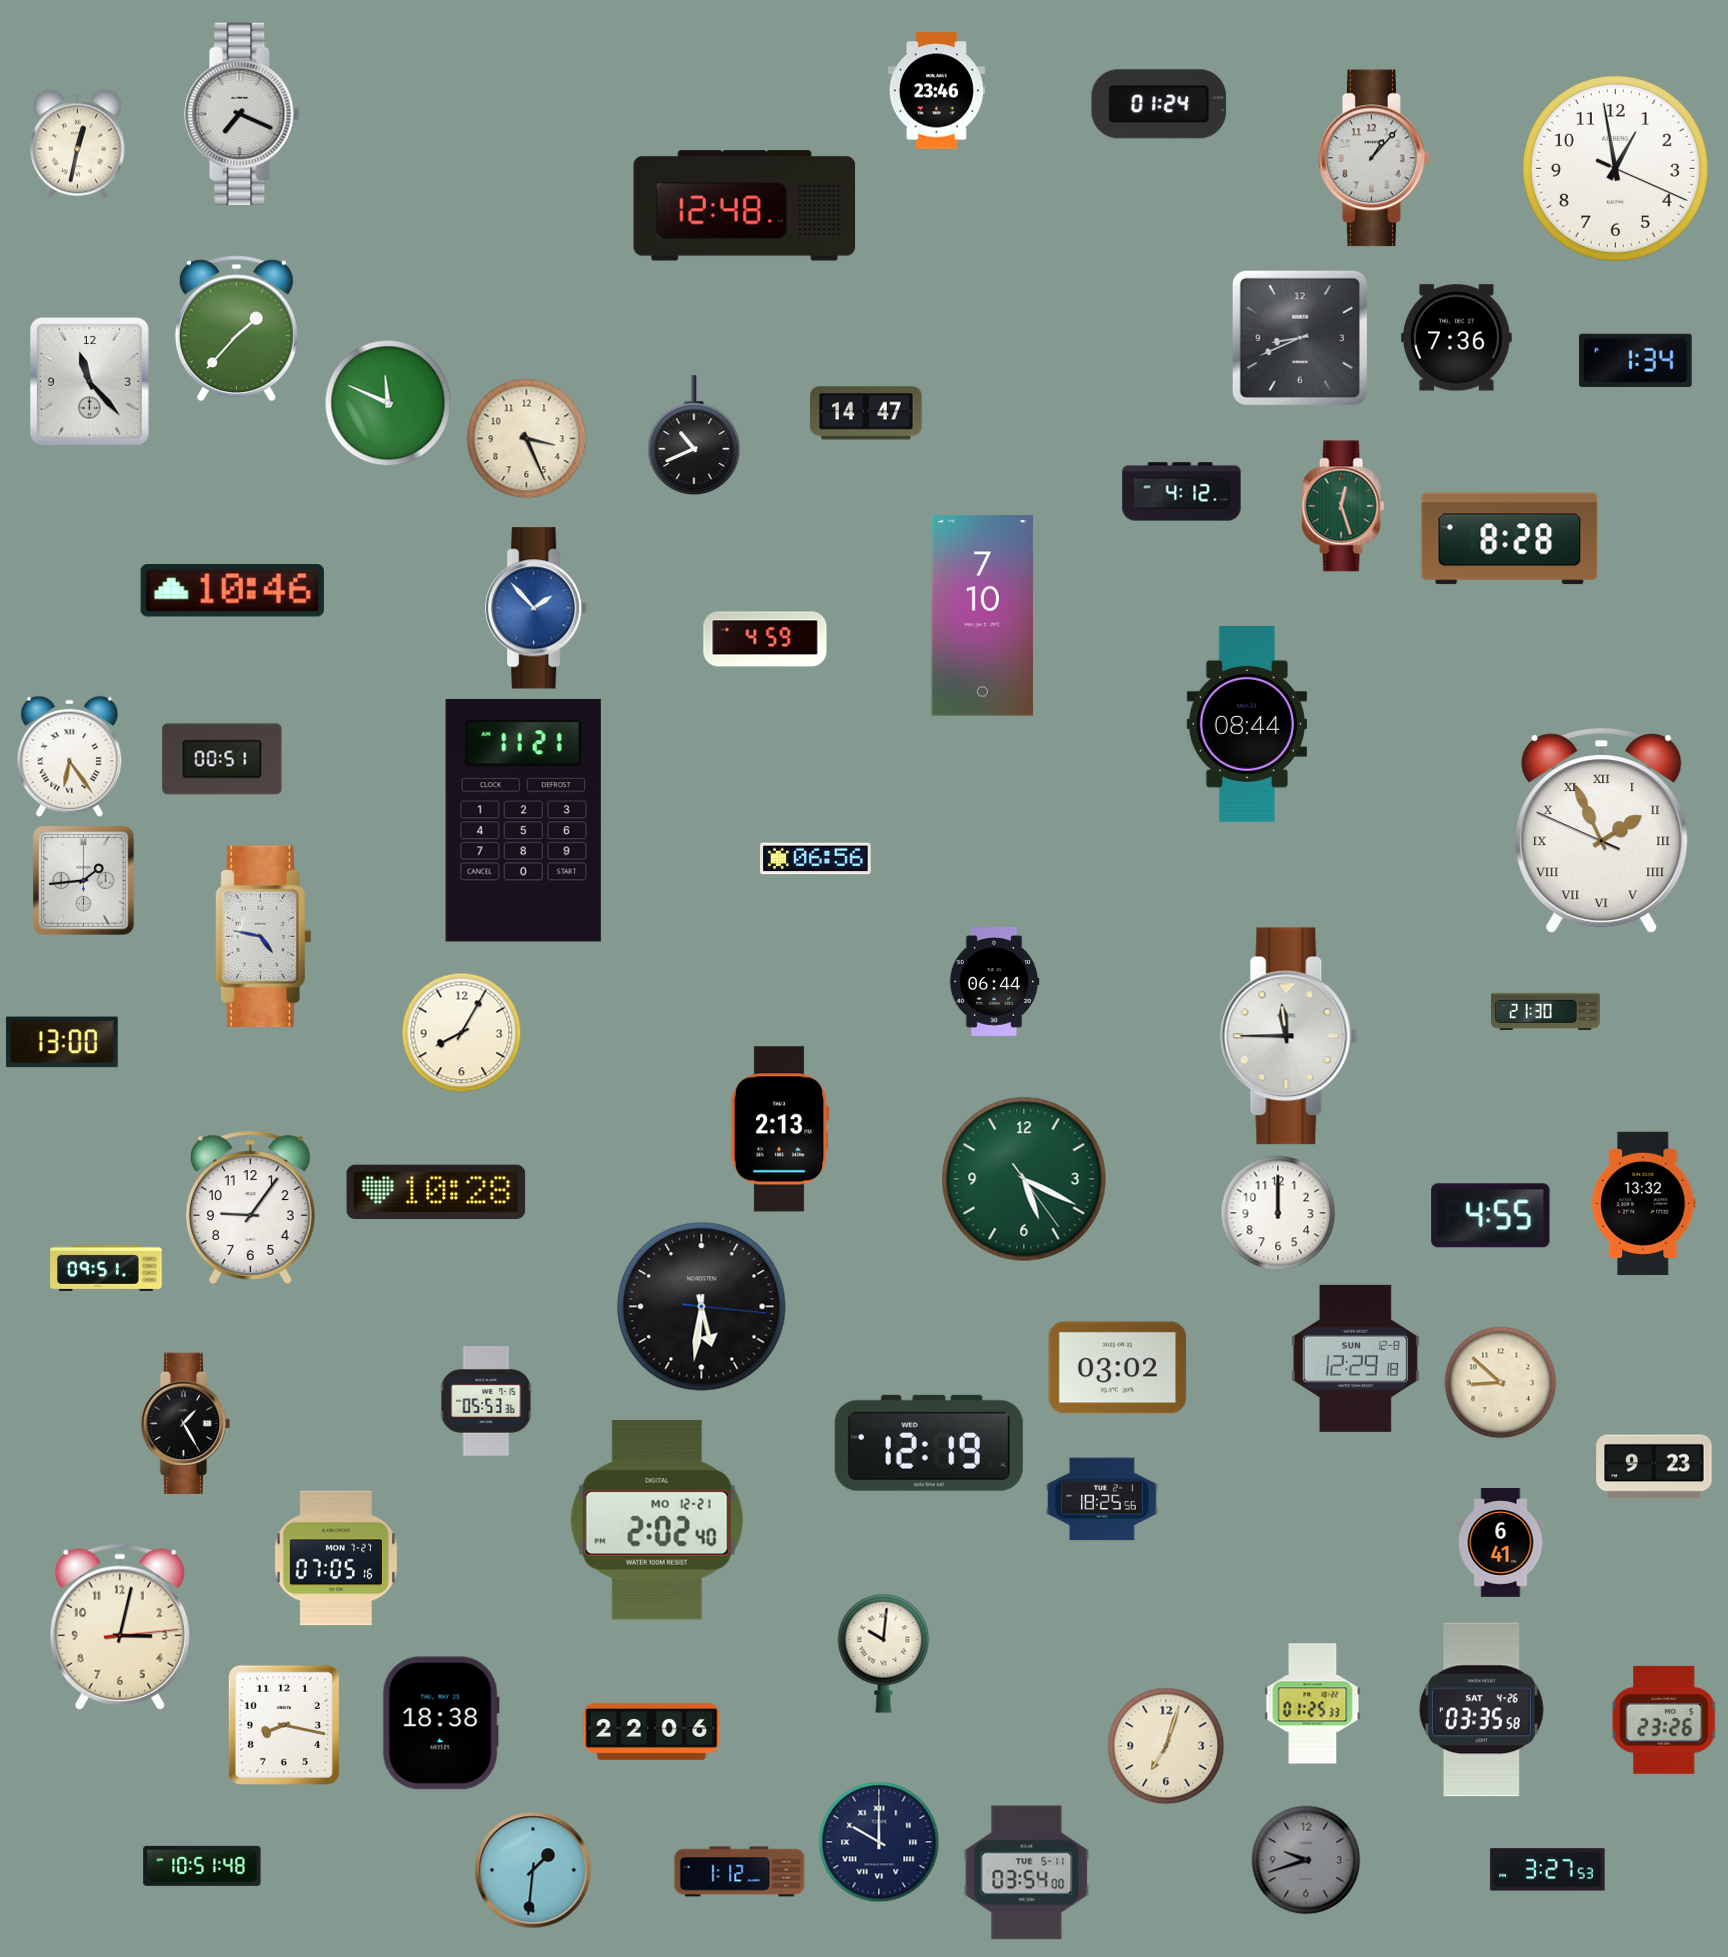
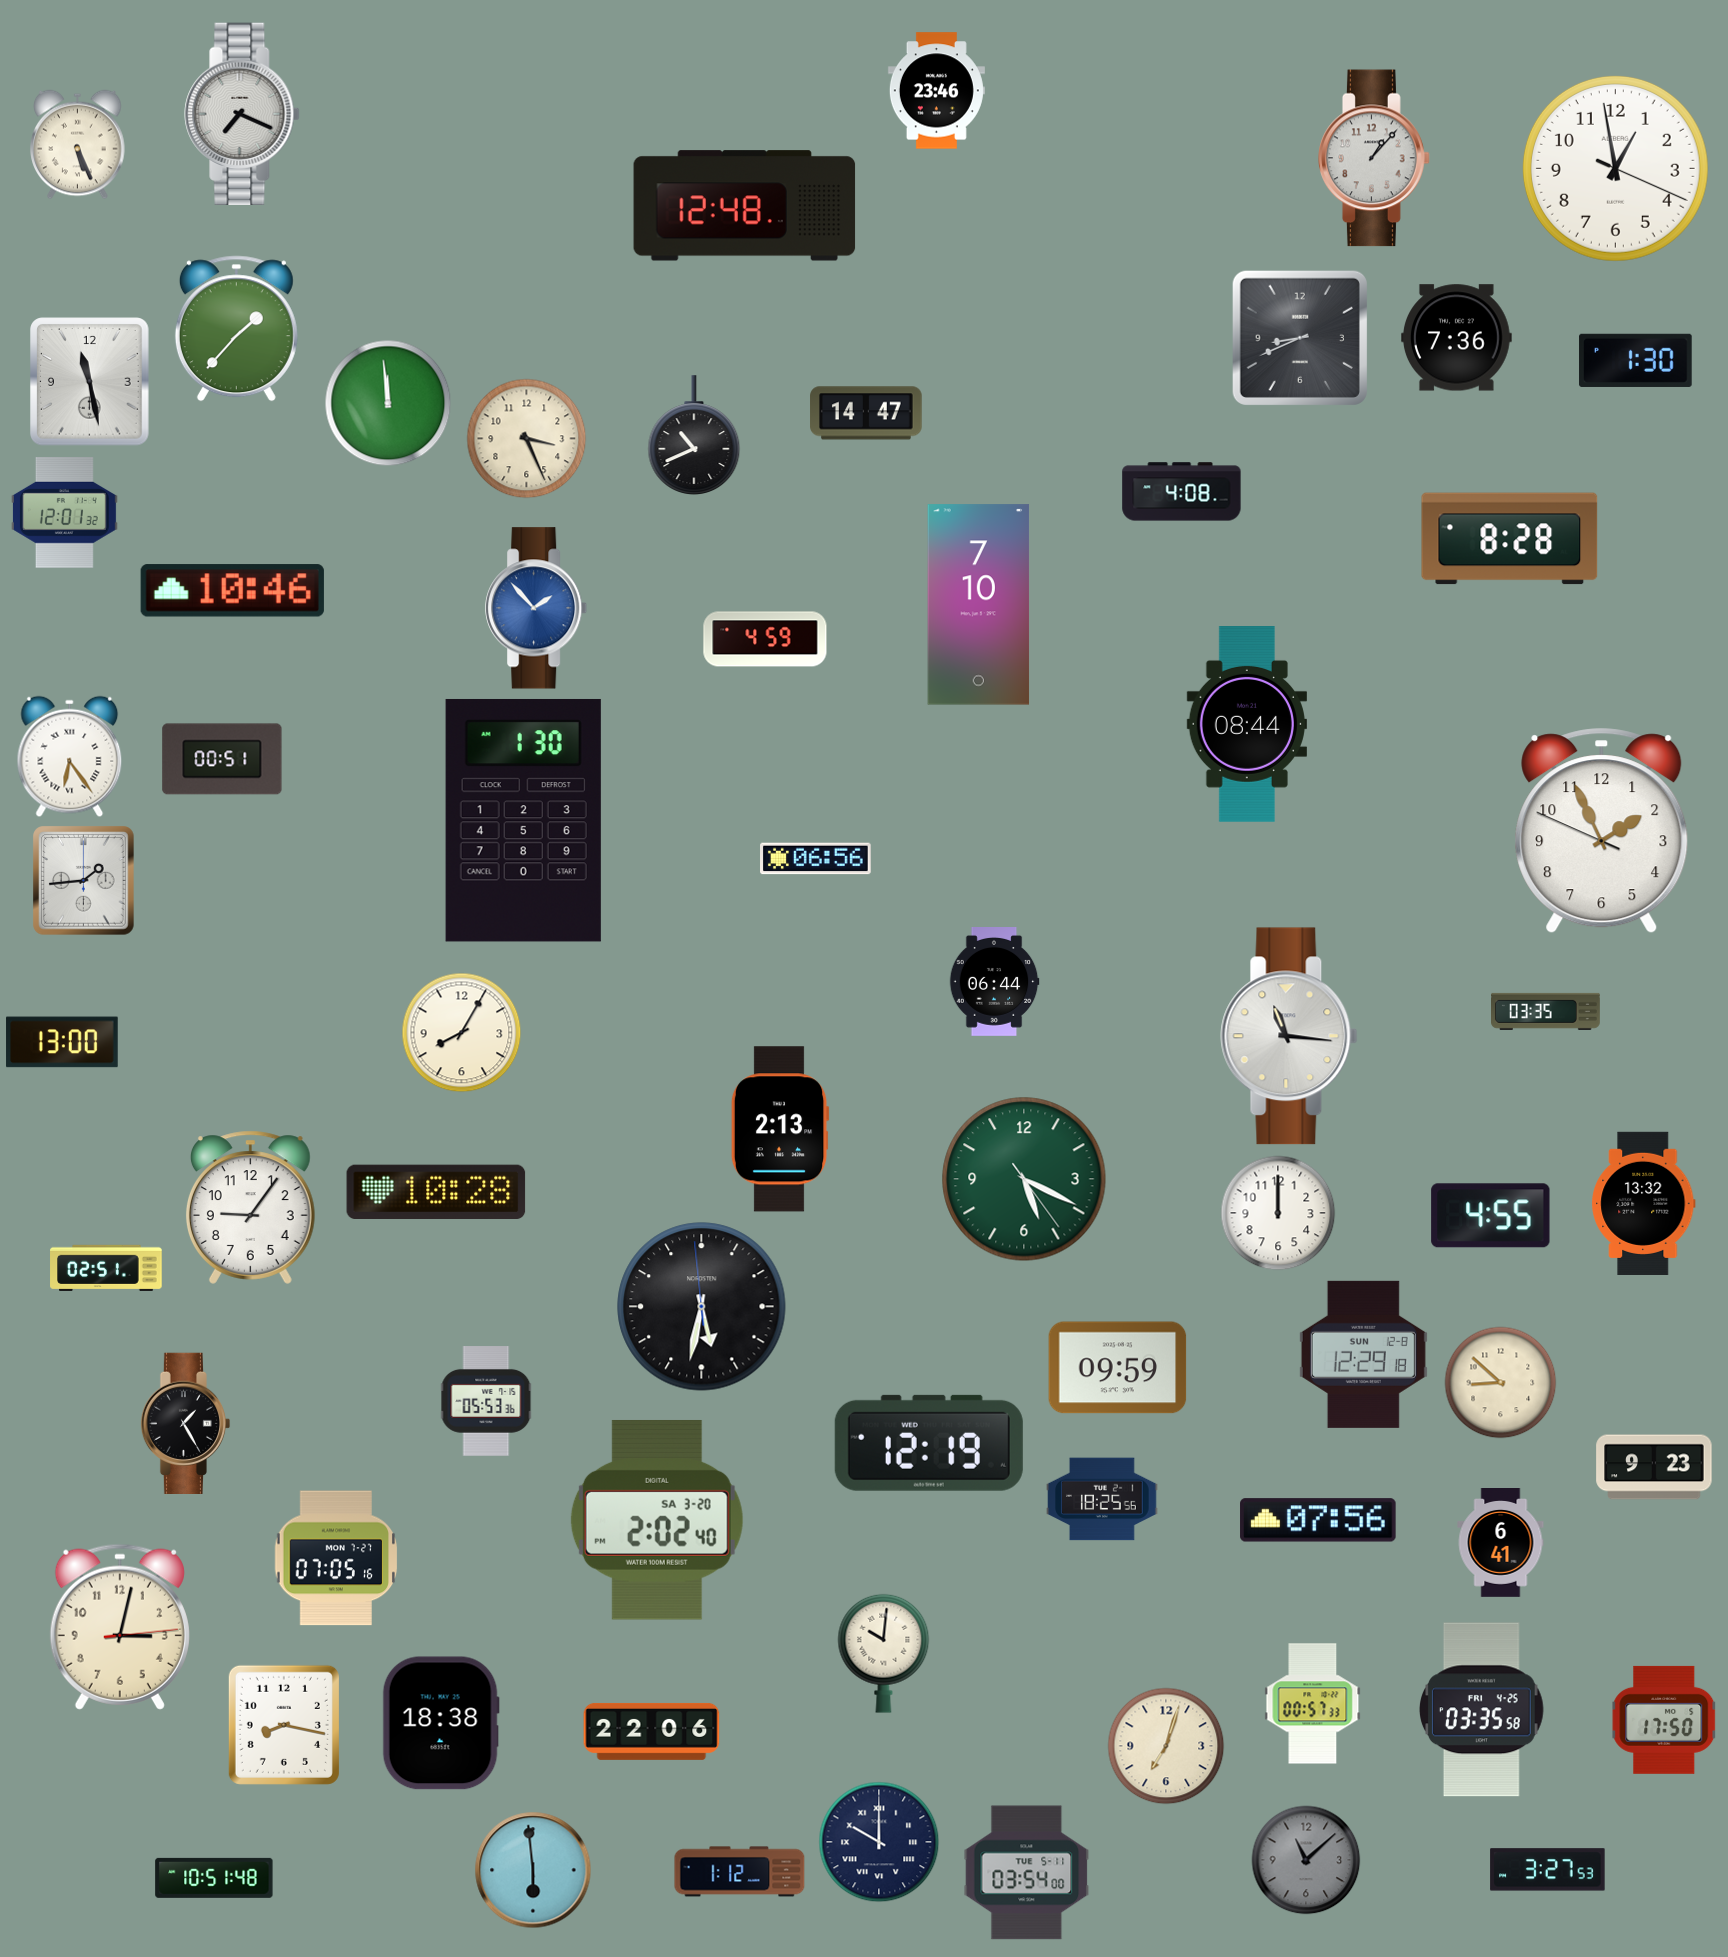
clock at (1159, 104): 01:24 -> none
clock at (78, 145): 12:32 -> 5:26
clock at (1636, 360): 1:34 -> 1:30
clock at (90, 382): 11:23 -> 11:28
clock at (388, 403): 11:49 -> 11:59
clock at (1182, 492): 4:12 -> 4:08
clock at (1343, 506): 12:27 -> none
clock at (64, 513): none -> 12:01
clock at (983, 616) position: (983, 616) -> (979, 605)
clock at (523, 820): 11:21 -> 1:30
clock at (1602, 831) numerals: Roman -> Arabic
clock at (263, 937): 4:47 -> none
clock at (1546, 1011): 21:30 -> 03:35
clock at (1289, 1036): 11:45 -> 11:16
clock at (106, 1267): 09:51 -> 02:51
clock at (702, 1307): 5:31:16 -> 5:31:59
clock at (1355, 1358) position: (1355, 1358) -> (1363, 1354)
clock at (1118, 1368): 03:02 -> 09:59
clock at (657, 1520) date: MO 12-21 -> SA 3-20
clock at (1318, 1520): none -> 07:56
clock at (1313, 1704): 01:25 -> 00:57
clock at (1482, 1710) date: SAT 4-26 -> FRI 4-25
clock at (1664, 1720): 23:26 -> 17:50
clock at (1306, 1860): 9:42 -> 11:08
clock at (202, 1866) position: (202, 1866) -> (214, 1878)
clock at (533, 1870): 1:31 -> 5:59
